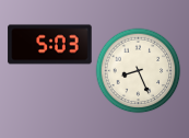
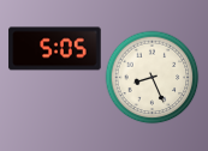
clock at (50, 45): 5:03 -> 5:05
